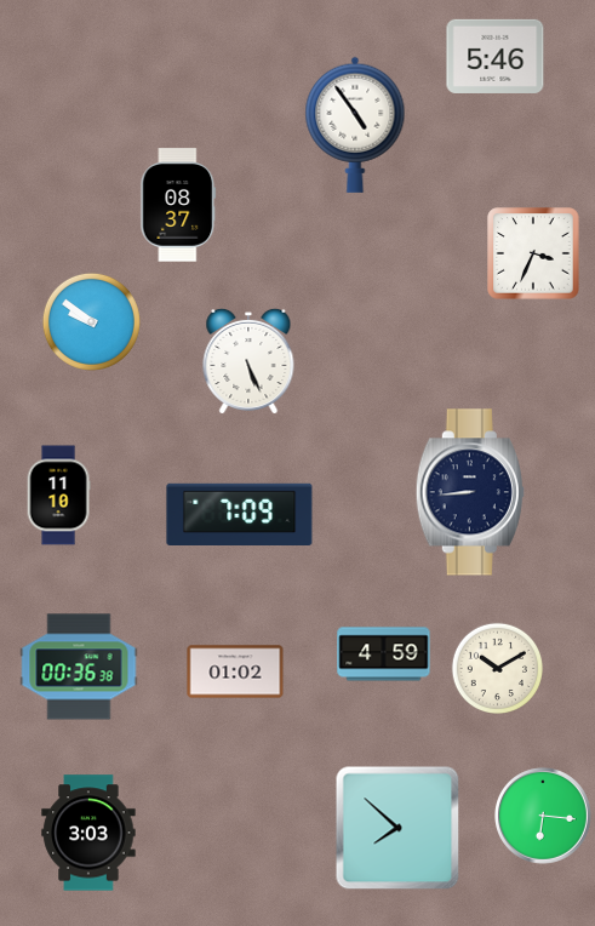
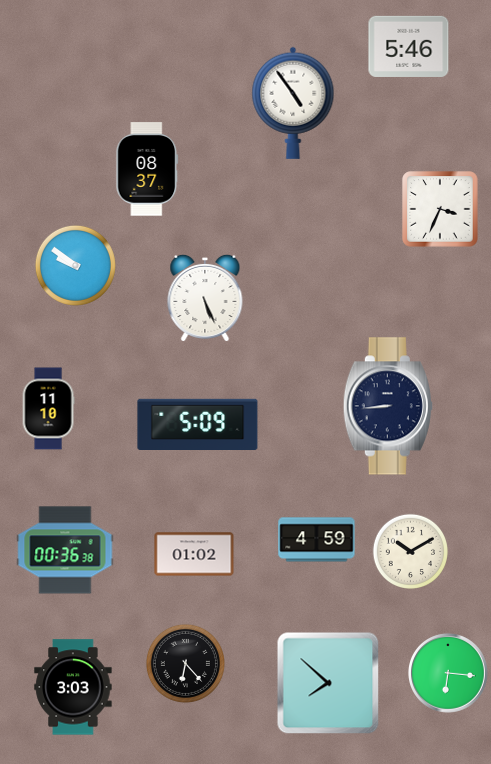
clock at (240, 514): 7:09 -> 5:09
clock at (185, 663): none -> 6:23
